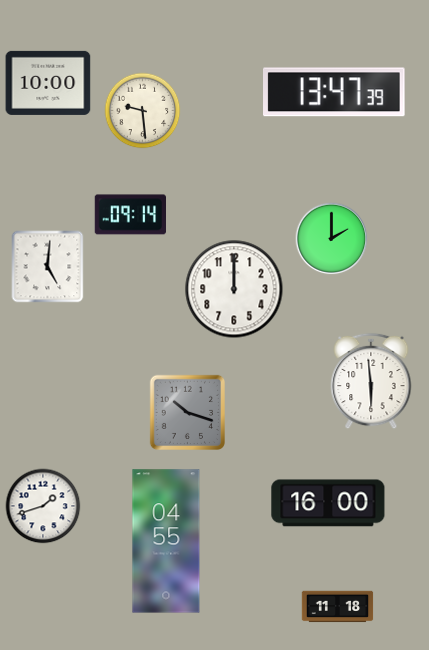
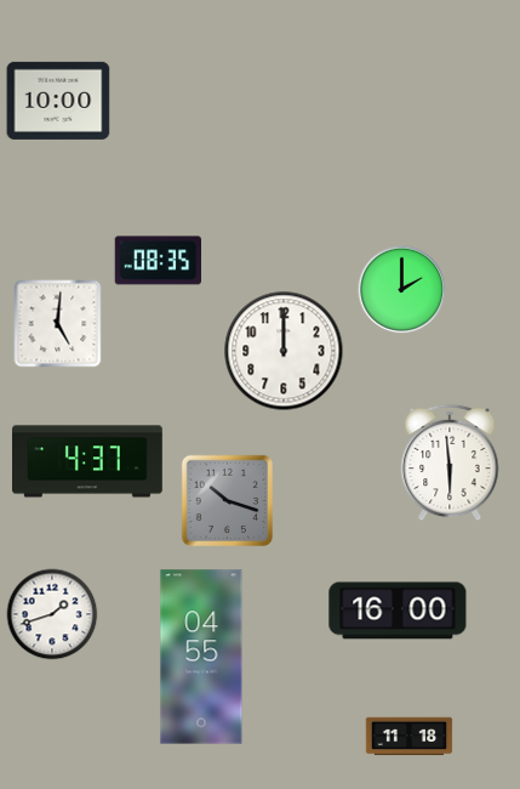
clock at (335, 92): 13:47 -> none
clock at (143, 111): 9:29 -> none
clock at (131, 215): 09:14 -> 08:35
clock at (88, 461): none -> 4:37
